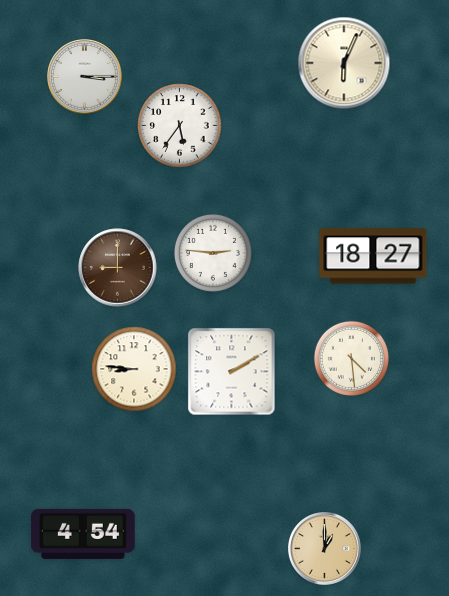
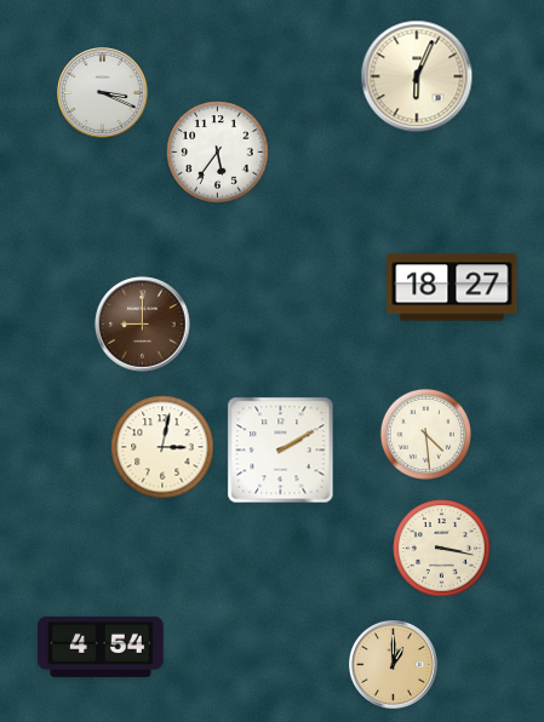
clock at (85, 77): 3:15 -> 3:19
clock at (213, 253): 2:46 -> none
clock at (373, 256) position: (373, 256) -> (452, 287)
clock at (134, 369): 8:46 -> 3:02
clock at (442, 549): none -> 3:17
